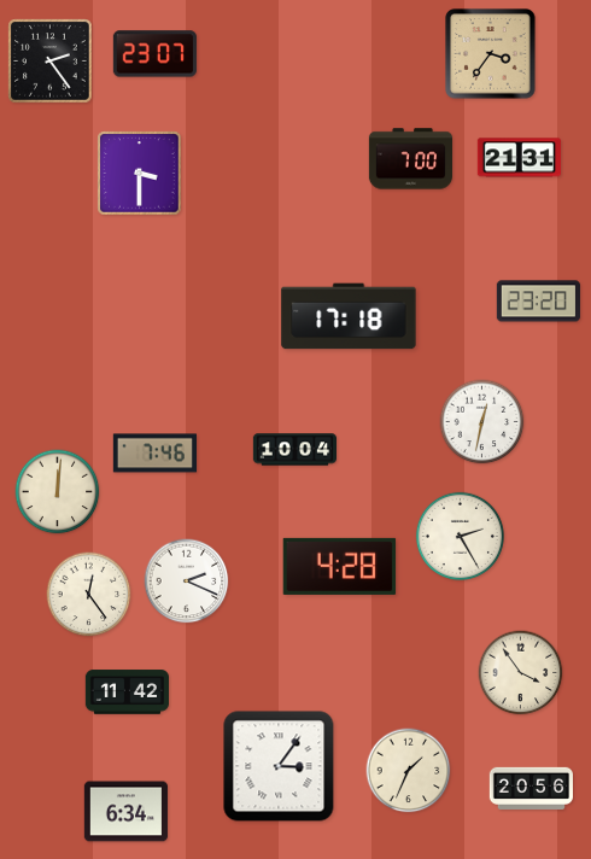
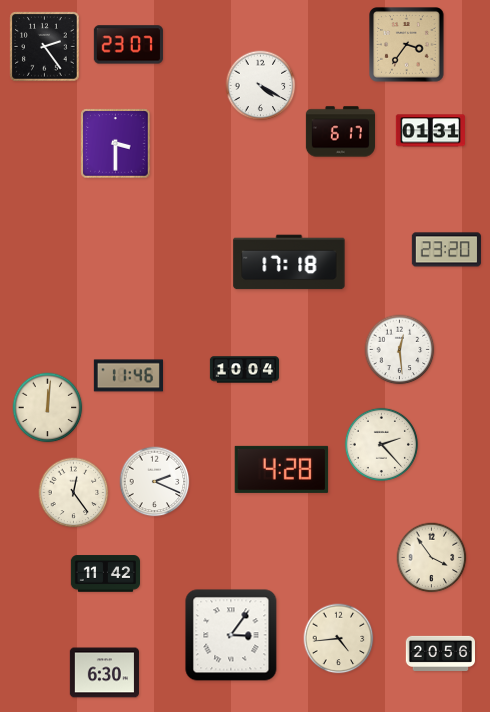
clock at (51, 62) position: (51, 62) -> (45, 47)
clock at (261, 86): none -> 4:20
clock at (519, 158): 21:31 -> 01:31
clock at (410, 159): 7:00 -> 6:17
clock at (482, 422): 12:32 -> 12:29
clock at (294, 450) position: (294, 450) -> (244, 370)
clock at (154, 454): 7:46 -> 11:46
clock at (460, 536): 2:25 -> 2:23
clock at (409, 771): 1:34 -> 4:44
clock at (125, 812): 6:34 -> 6:30
